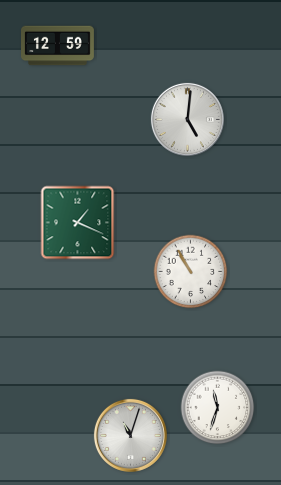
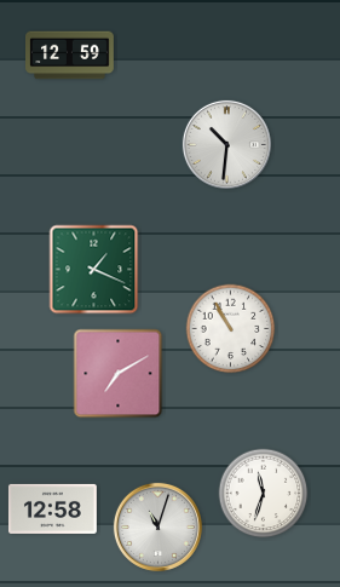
clock at (187, 119): 5:01 -> 10:31
clock at (119, 374): none -> 7:10
clock at (52, 508): none -> 12:58
